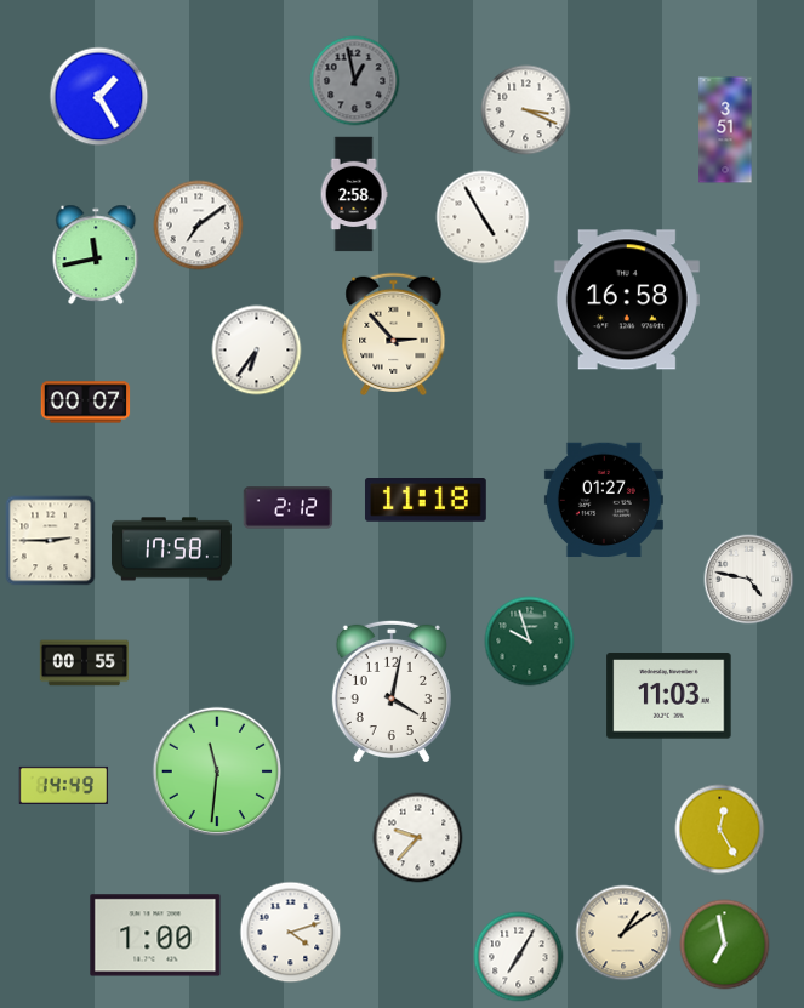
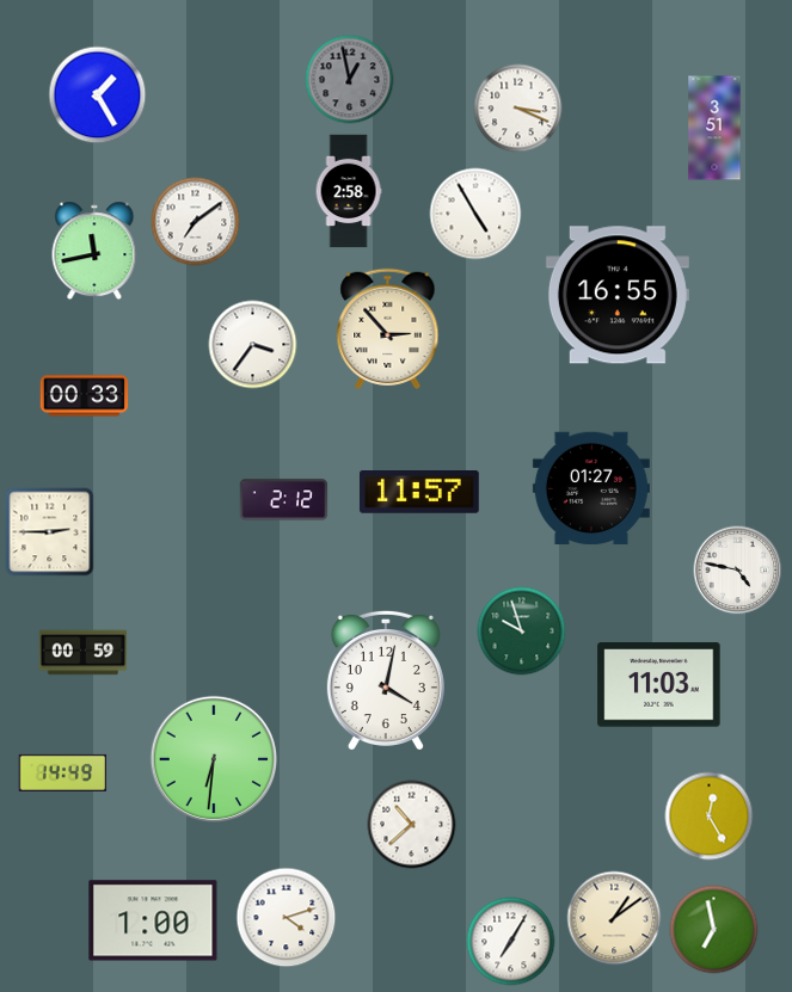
clock at (627, 300): 16:58 -> 16:55
clock at (257, 351): 6:36 -> 3:36
clock at (86, 403): 00:07 -> 00:33
clock at (426, 500): 11:18 -> 11:57
clock at (604, 500) position: (604, 500) -> (591, 488)
clock at (171, 549): 17:58 -> none
clock at (85, 664): 00:55 -> 00:59
clock at (216, 770): 11:31 -> 6:31
clock at (418, 838): 9:37 -> 10:38
